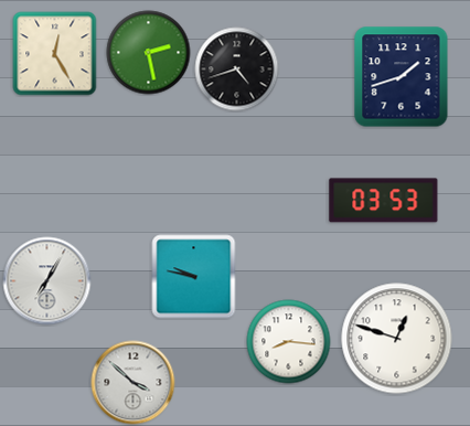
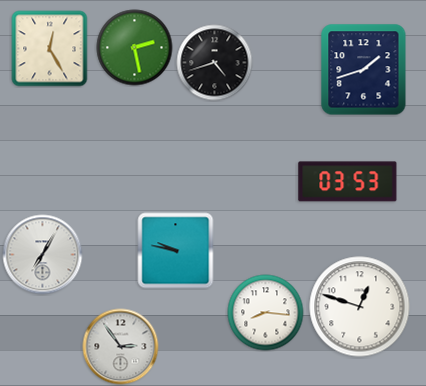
clock at (289, 342) position: (289, 342) -> (266, 313)
clock at (133, 383): 3:52 -> 2:54
